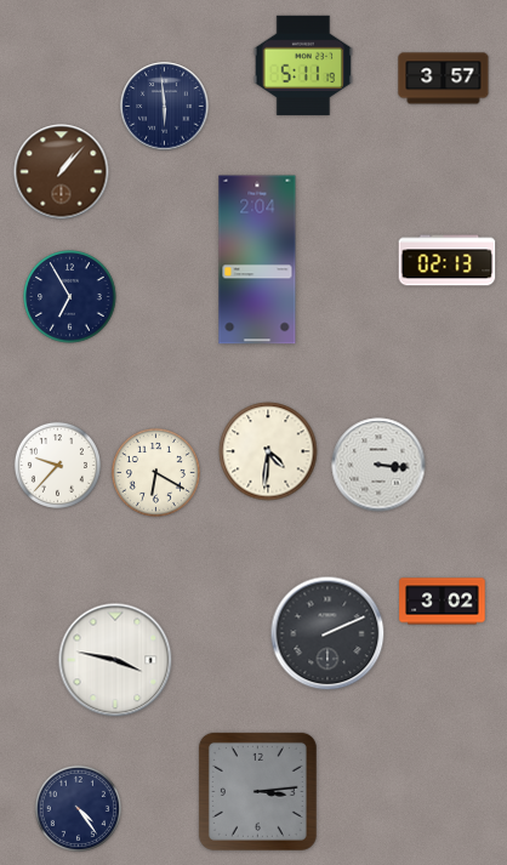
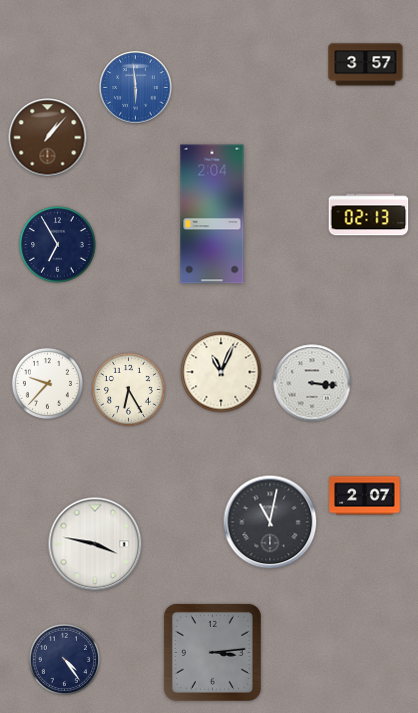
clock at (303, 66): 5:11 -> none
clock at (165, 107) dial: navy -> blue
clock at (62, 172) position: (62, 172) -> (48, 138)
clock at (268, 451): 4:31 -> 11:04
clock at (155, 472): 6:20 -> 6:25
clock at (443, 602): 3:02 -> 2:07
clock at (327, 633): 2:11 -> 11:02
clock at (78, 808) position: (78, 808) -> (64, 659)
